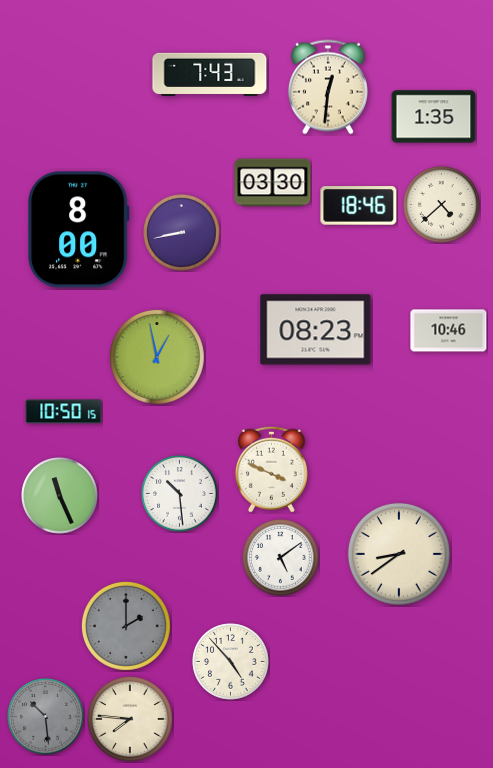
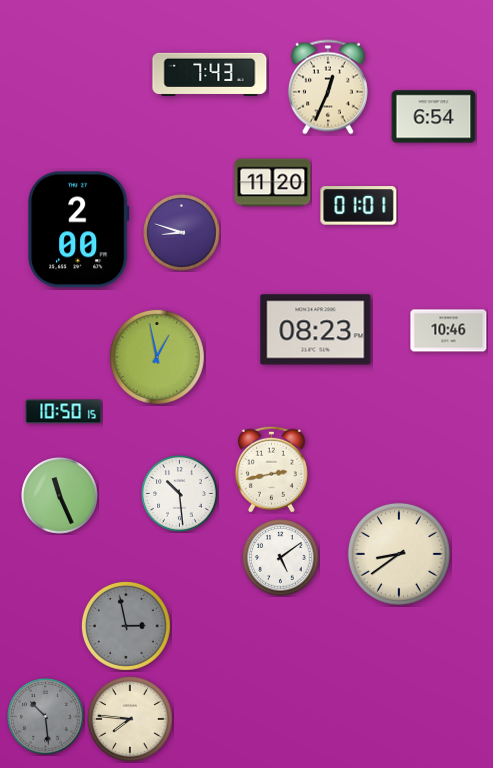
clock at (328, 87): 12:31 -> 12:34
clock at (434, 117): 1:35 -> 6:54
clock at (273, 183): 03:30 -> 11:20
clock at (442, 205): 4:38 -> none
clock at (359, 206): 18:46 -> 01:01
clock at (79, 230): 8:00 -> 2:00
clock at (182, 233): 8:43 -> 8:48
clock at (271, 469): 3:49 -> 2:43
clock at (126, 626): 2:00 -> 2:58
clock at (231, 662): 4:53 -> none
